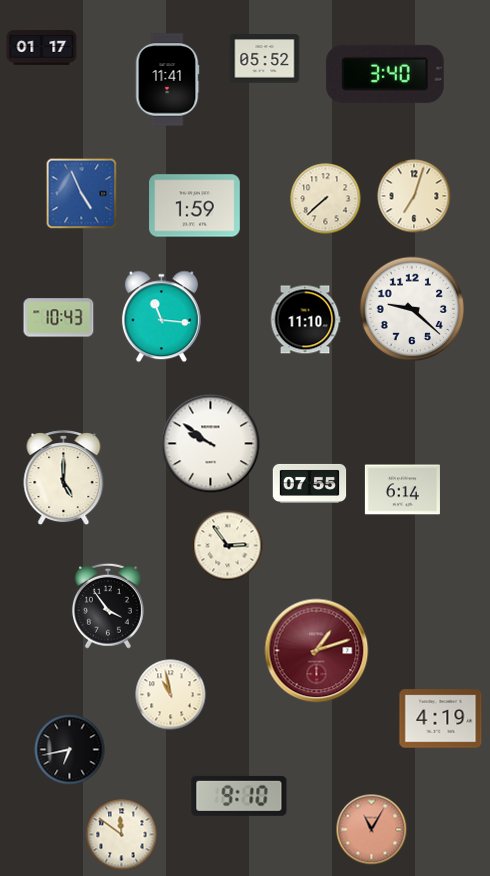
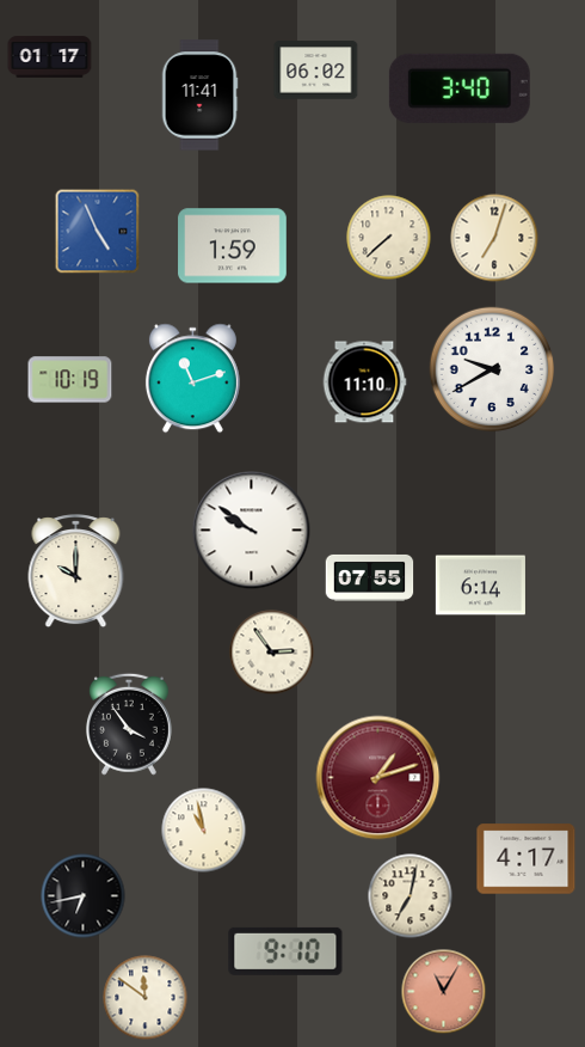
clock at (265, 59): 05:52 -> 06:02
clock at (414, 196) position: (414, 196) -> (494, 238)
clock at (412, 309): 9:22 -> 9:40
clock at (161, 317): 11:16 -> 11:12
clock at (59, 318): 10:43 -> 10:19
clock at (64, 478): 5:00 -> 10:00
clock at (441, 719): 4:19 -> 4:17
clock at (411, 896): none -> 7:02
